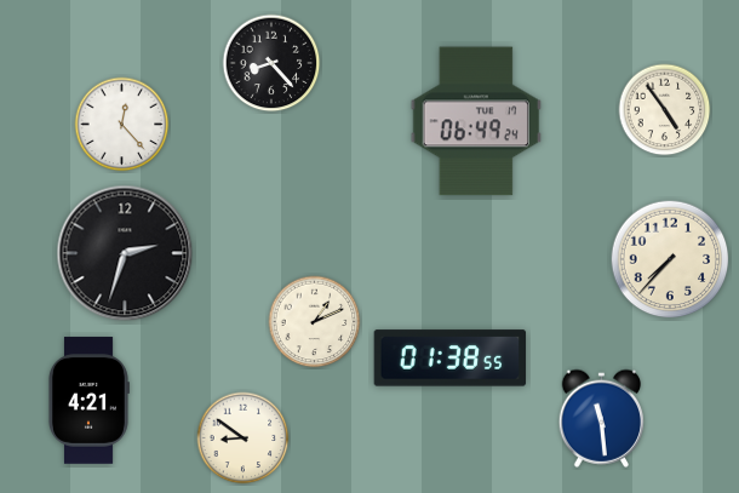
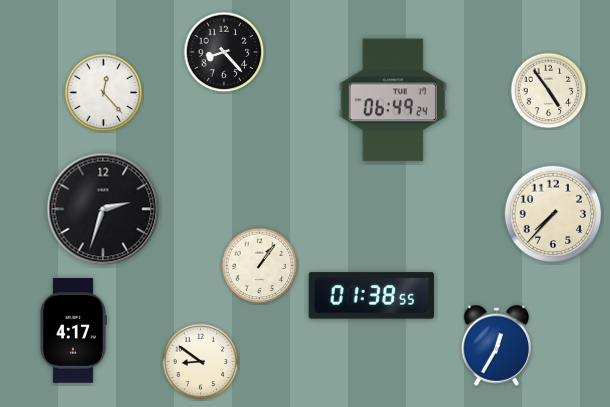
clock at (122, 125) position: (122, 125) -> (104, 93)
clock at (315, 322): 1:11 -> 1:06
clock at (88, 401): 4:21 -> 4:17
clock at (601, 418): 11:29 -> 12:35
